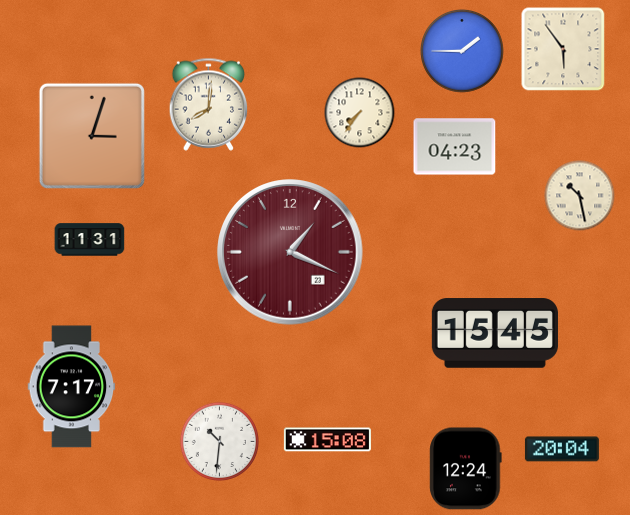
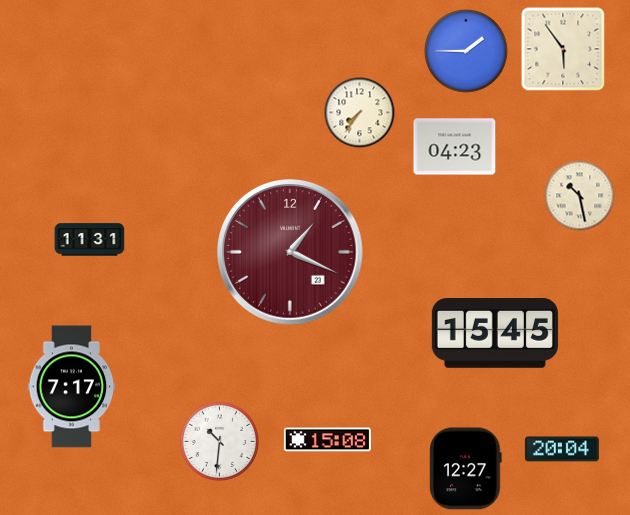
clock at (463, 52) position: (463, 52) -> (467, 52)
clock at (209, 104): 8:01 -> none
clock at (92, 136): 3:03 -> none
clock at (466, 469): 12:24 -> 12:27
